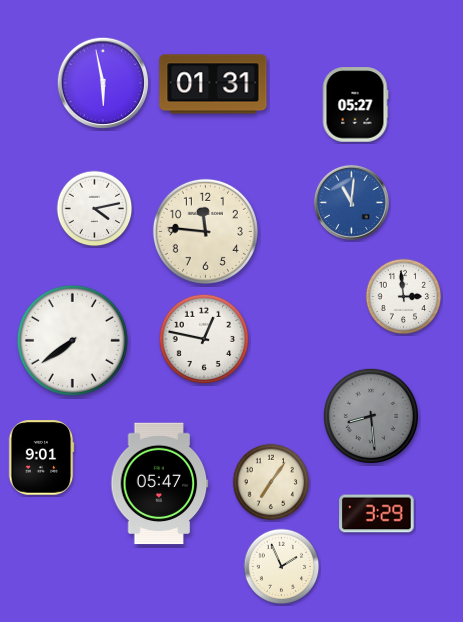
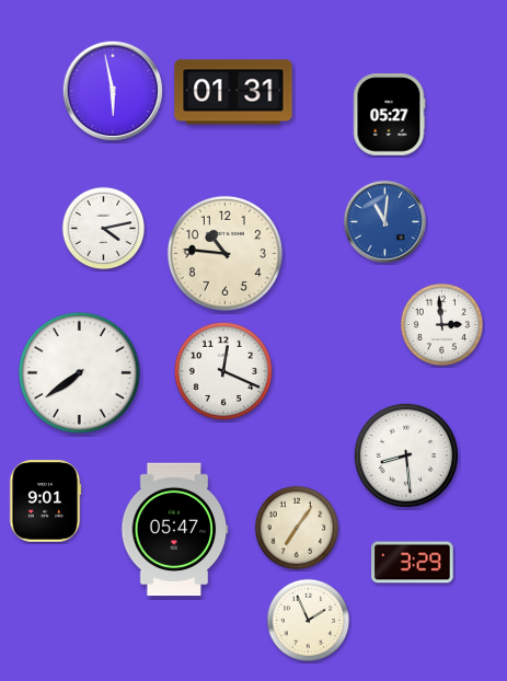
clock at (205, 231): 11:46 -> 10:46
clock at (203, 338): 12:47 -> 12:19
clock at (371, 416) dial: grey -> white
